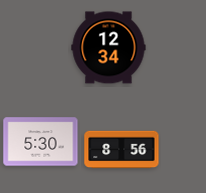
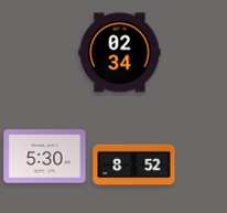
clock at (109, 48): 12:34 -> 02:34
clock at (122, 150): 8:56 -> 8:52
